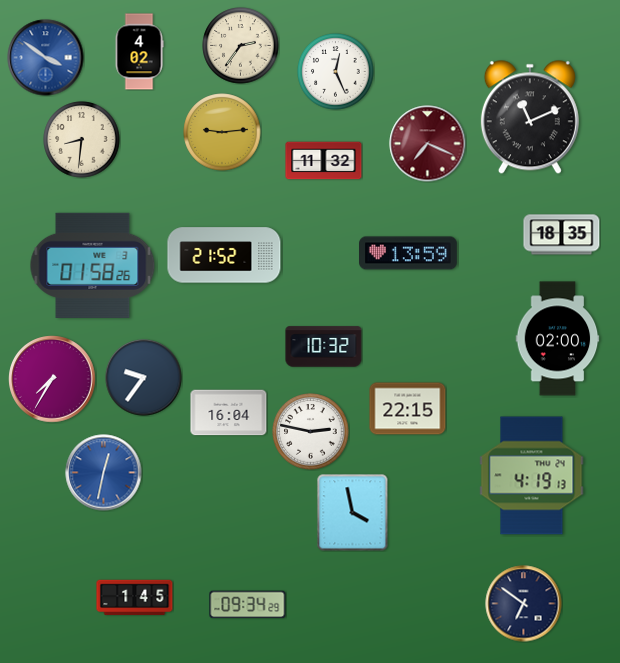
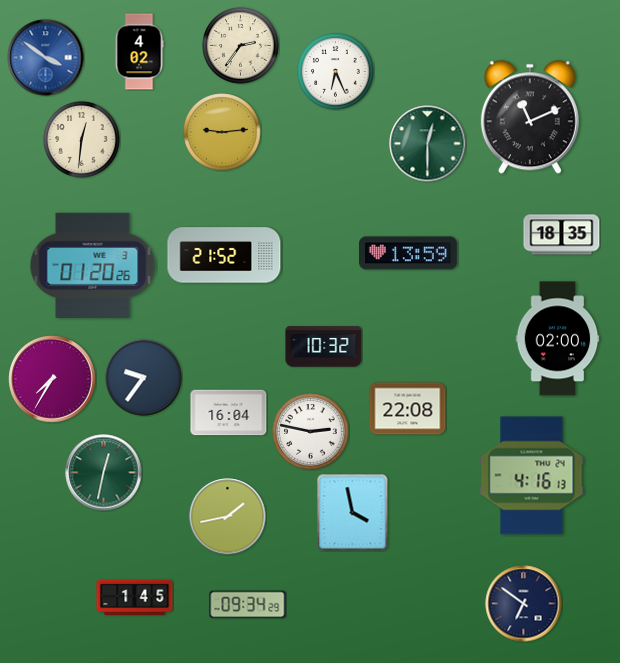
clock at (336, 72): 12:26 -> 6:26
clock at (82, 140): 8:31 -> 12:31
clock at (428, 144): 7:19 -> 12:30
clock at (428, 144) dial: burgundy -> green
clock at (324, 161): 11:32 -> none
clock at (93, 265): 01:58 -> 01:20
clock at (408, 409): 22:15 -> 22:08
clock at (104, 473) dial: blue -> green
clock at (532, 476): 4:19 -> 4:16
clock at (228, 517): none -> 1:43
